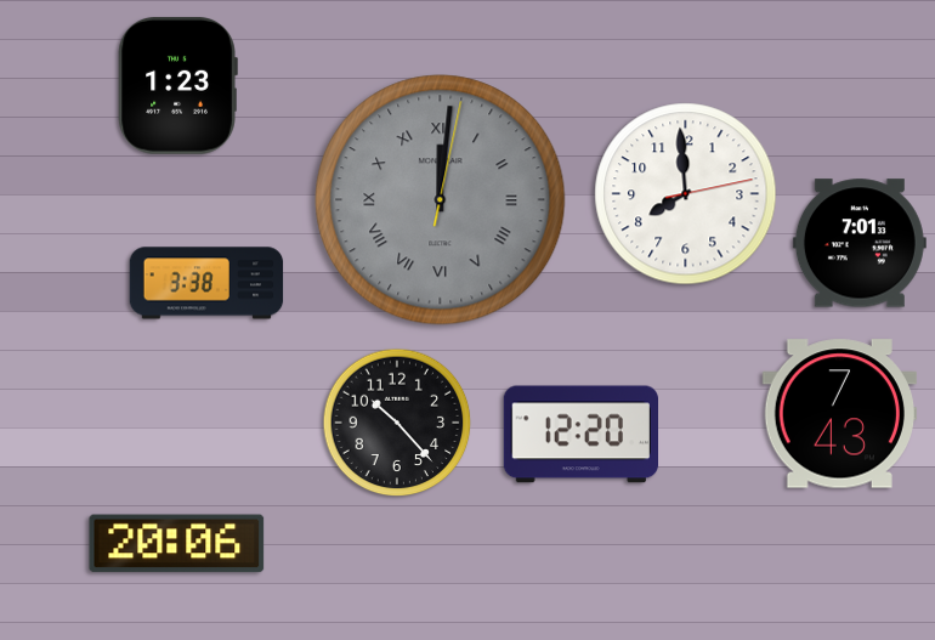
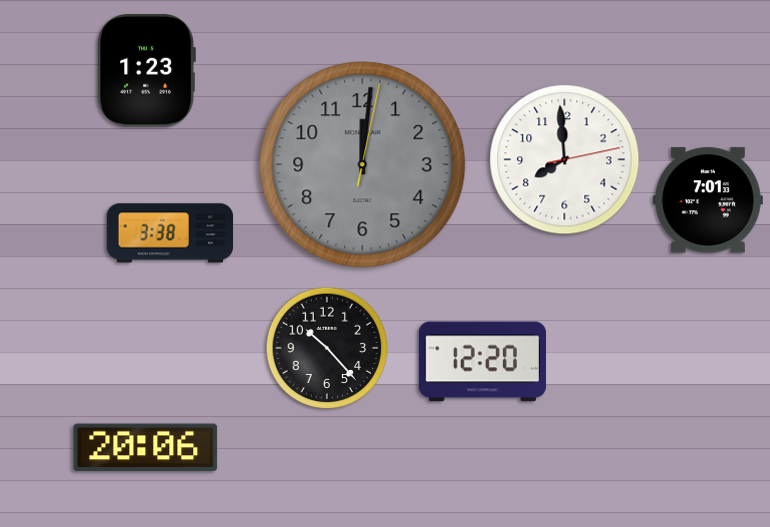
clock at (441, 200) numerals: Roman -> Arabic
clock at (839, 414): 7:43 -> none
clock at (580, 435) position: (580, 435) -> (482, 362)
